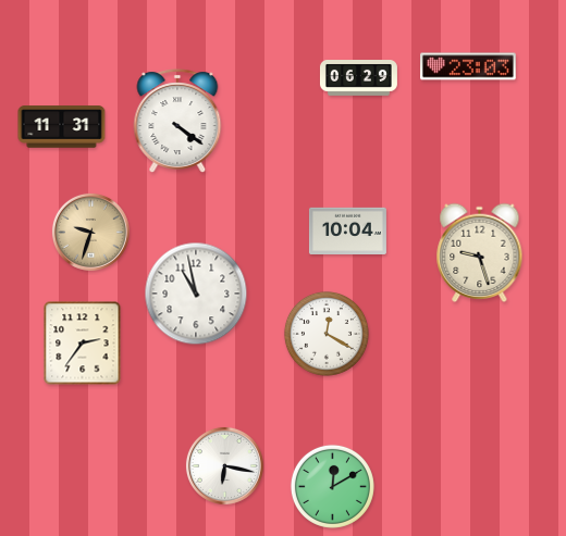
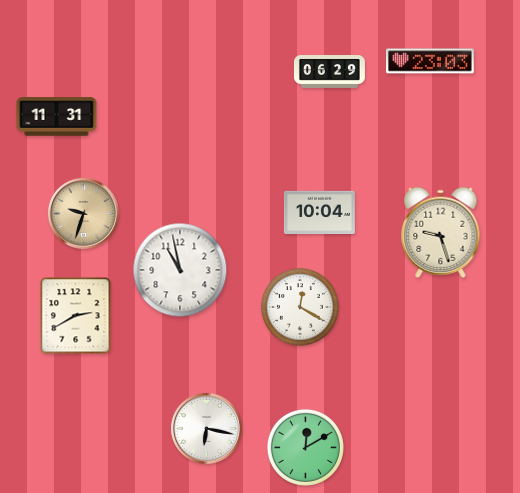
clock at (177, 121): 4:21 -> none
clock at (83, 344): 2:36 -> 2:40
